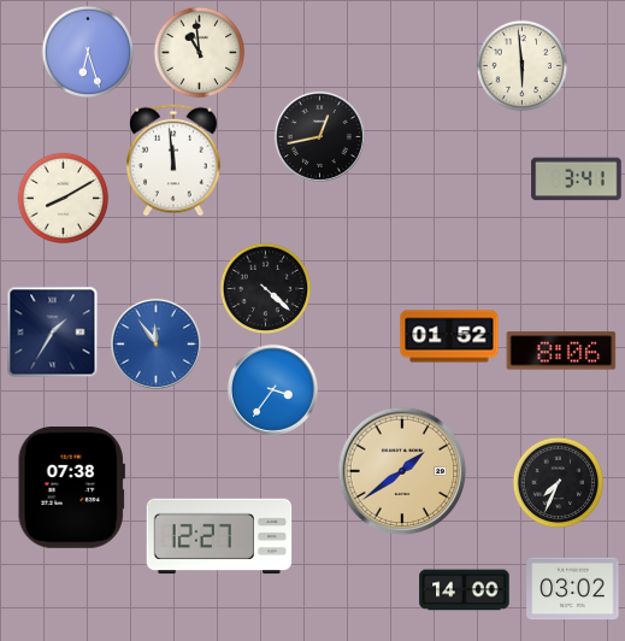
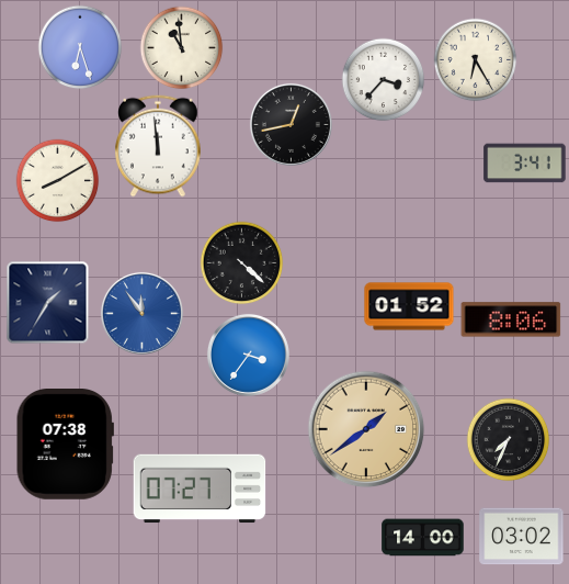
clock at (523, 66): 5:59 -> 6:25
clock at (384, 80): none -> 3:37
clock at (219, 536): 12:27 -> 07:27
